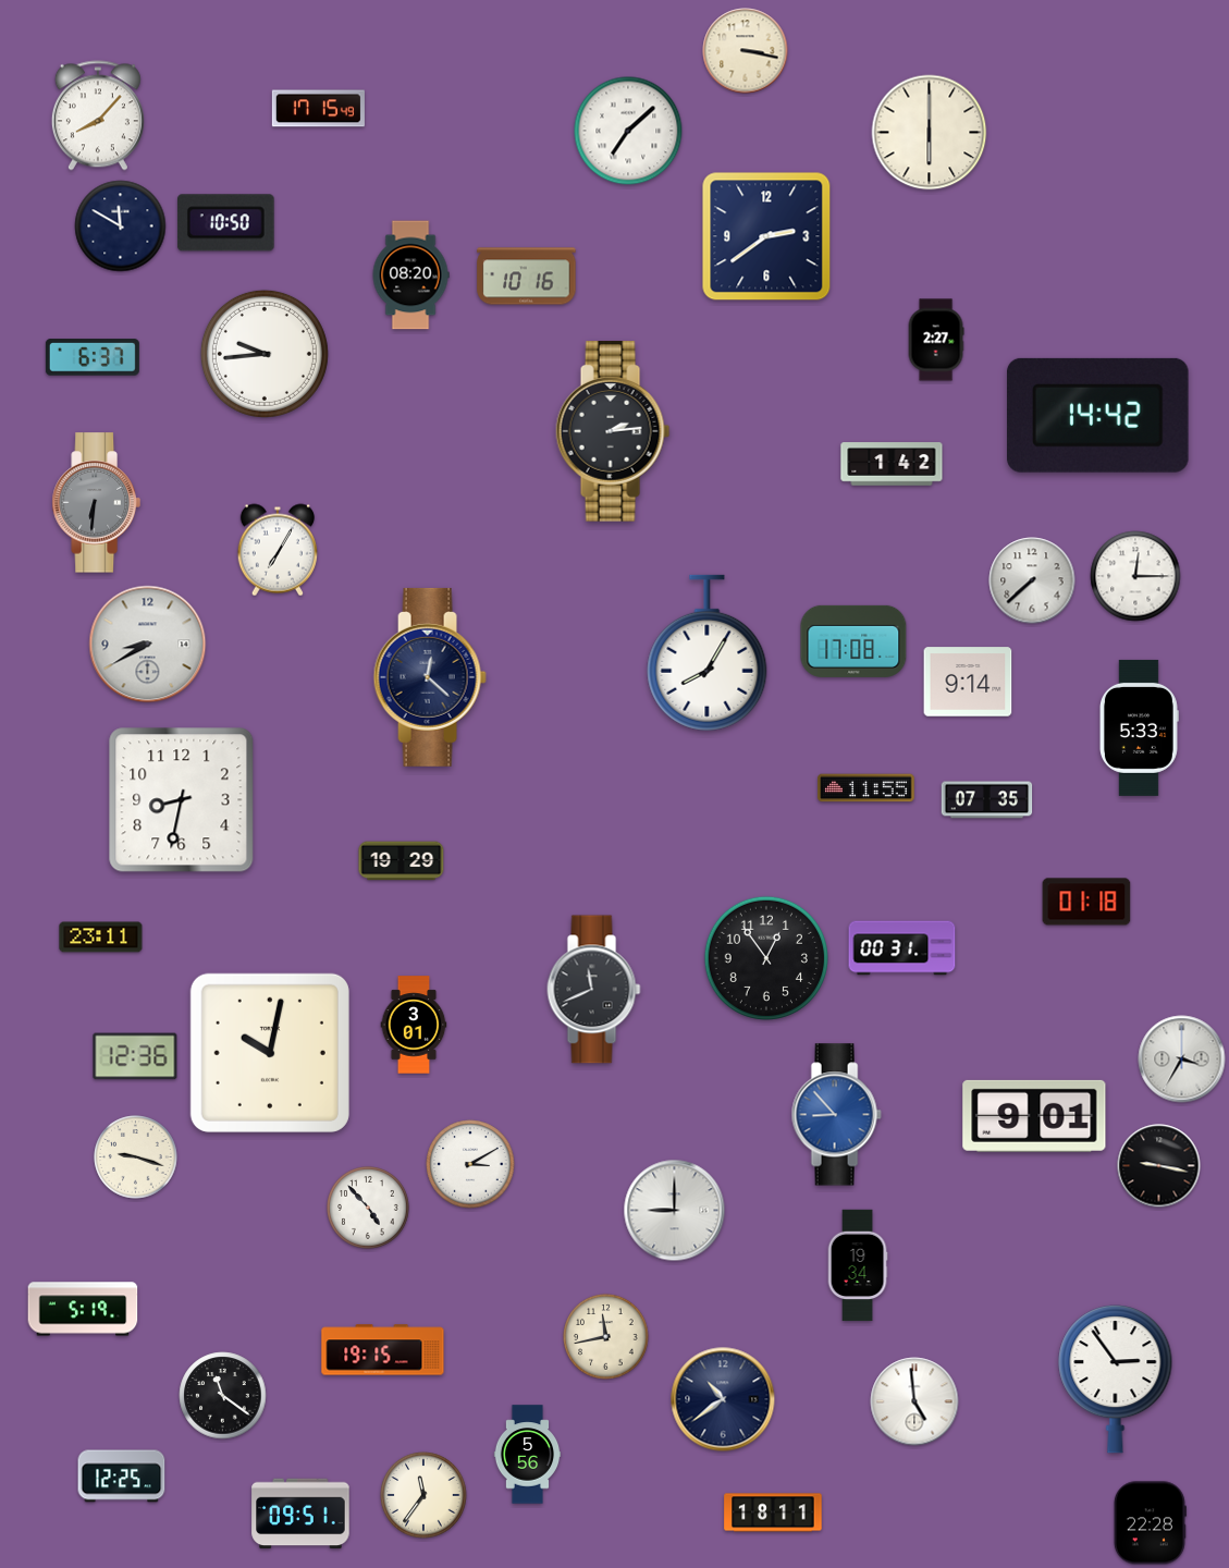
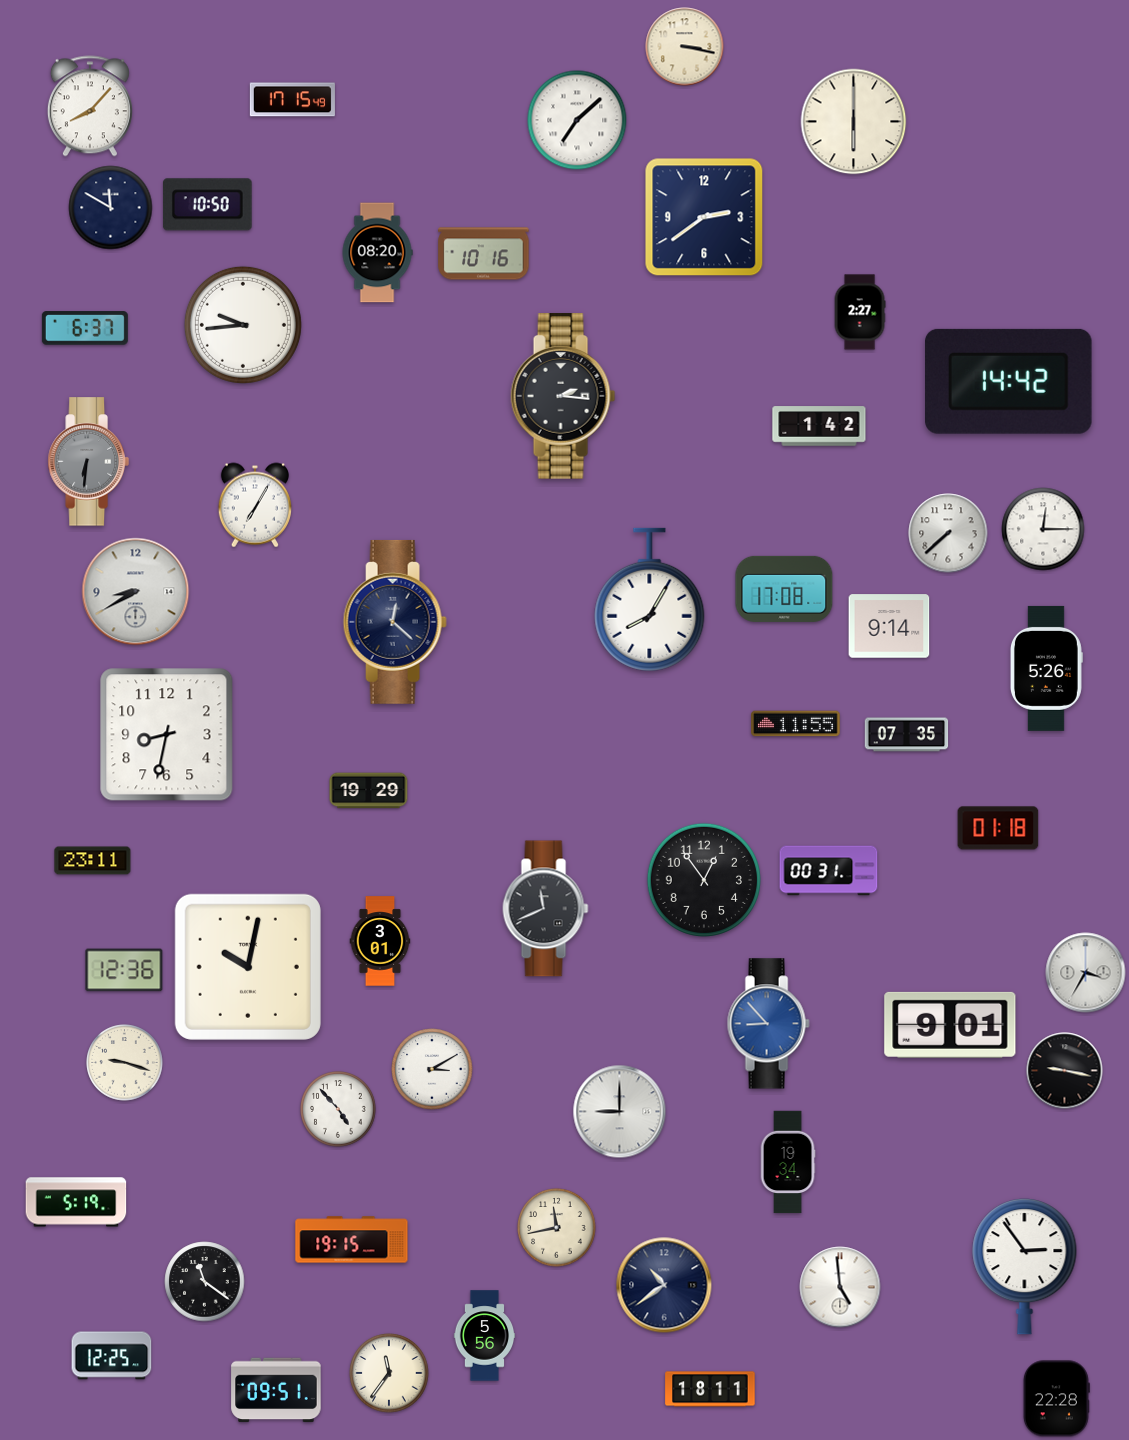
clock at (613, 431): 2:14 -> 2:16
clock at (1139, 727): 5:33 -> 5:26
